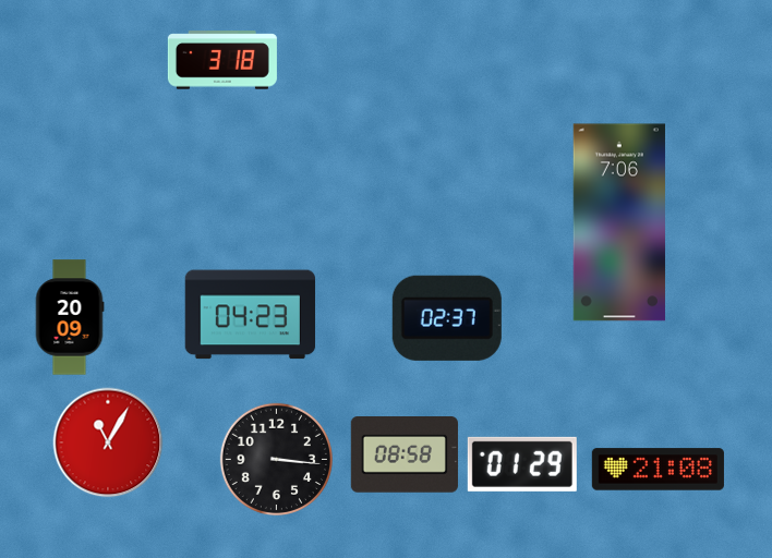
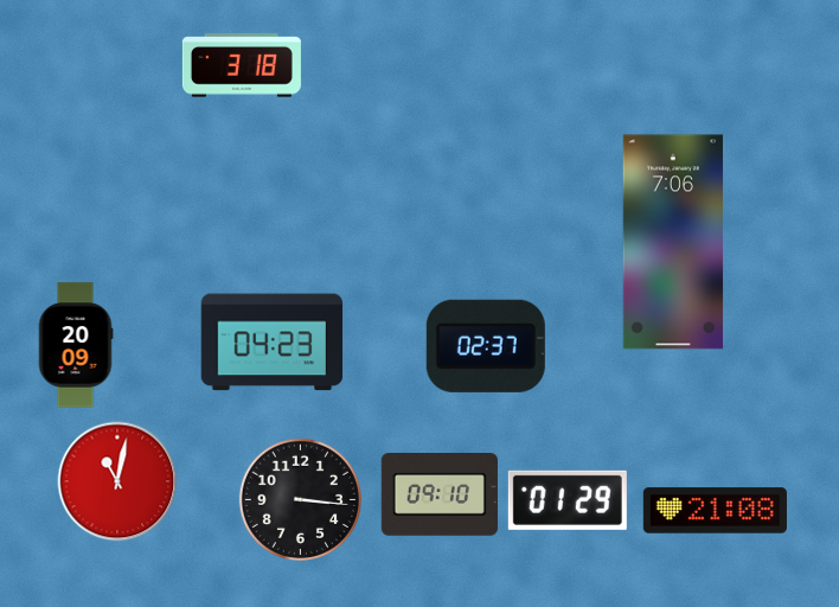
clock at (108, 442): 11:05 -> 11:02
clock at (405, 456): 08:58 -> 09:10
clock at (522, 464) position: (522, 464) -> (568, 500)
